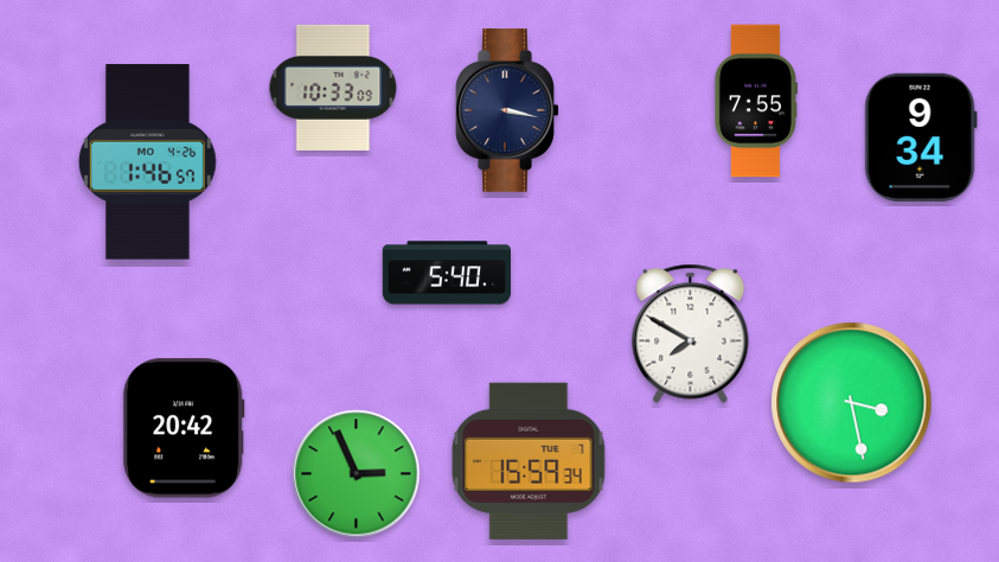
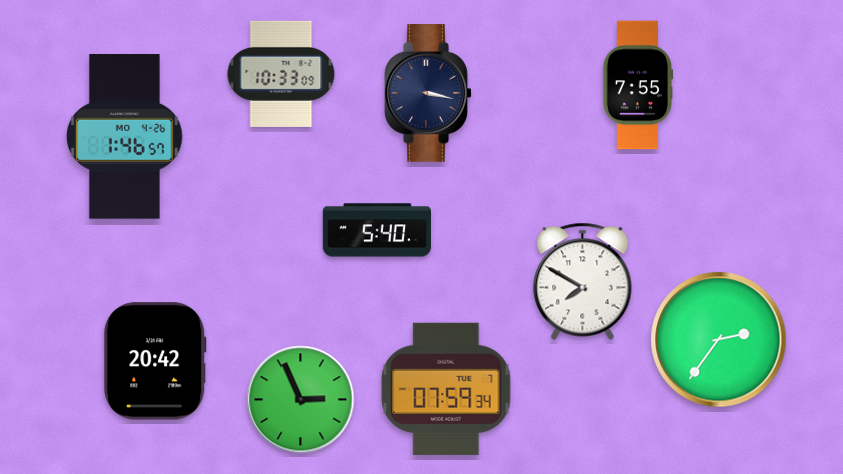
clock at (921, 138): 9:34 -> none
clock at (852, 403): 3:28 -> 2:36
clock at (529, 461): 15:59 -> 07:59
